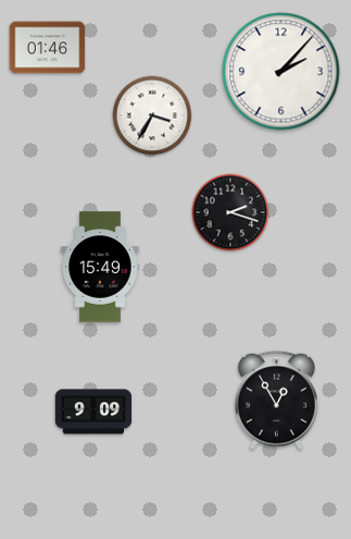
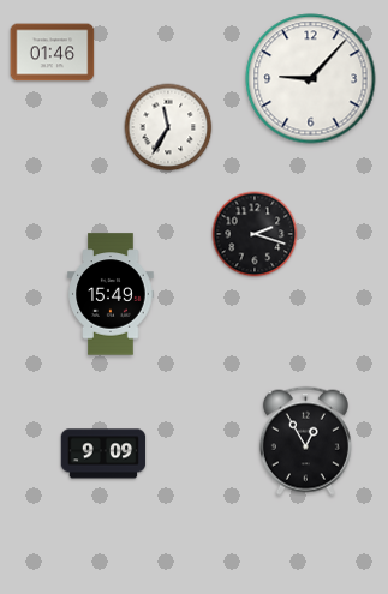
clock at (281, 72): 2:07 -> 9:07
clock at (152, 115): 3:35 -> 11:35
